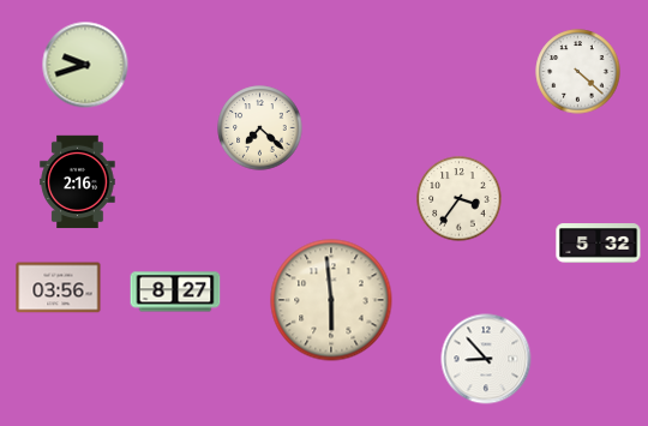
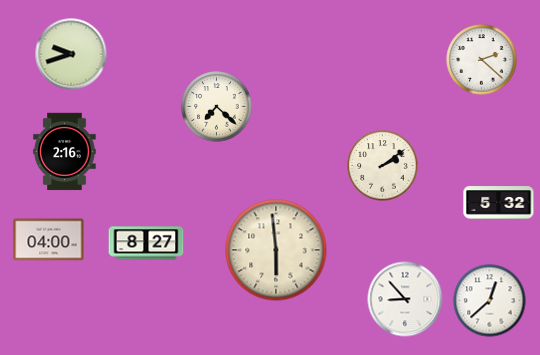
clock at (578, 72): 4:22 -> 2:22
clock at (460, 199): 3:36 -> 2:09
clock at (59, 288): 03:56 -> 04:00
clock at (490, 301): none -> 12:38
